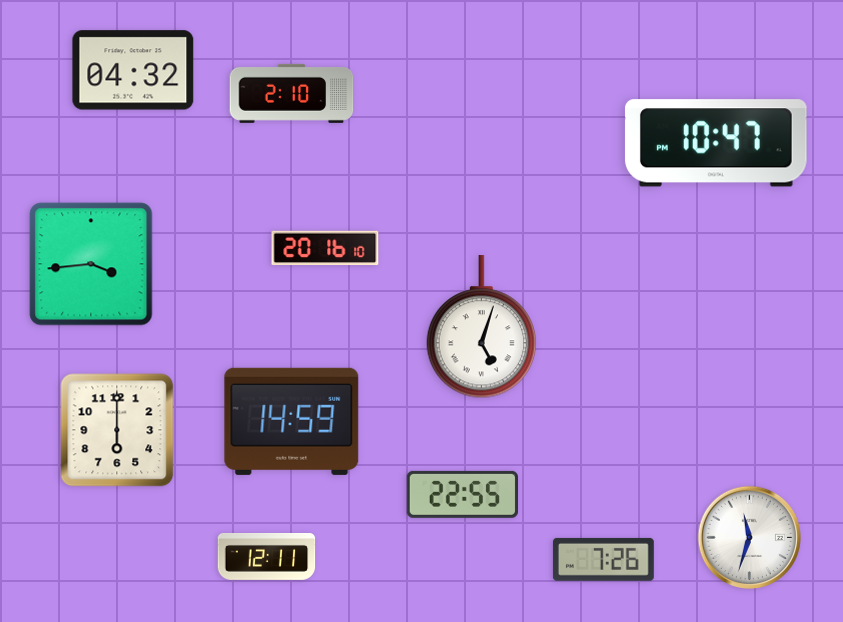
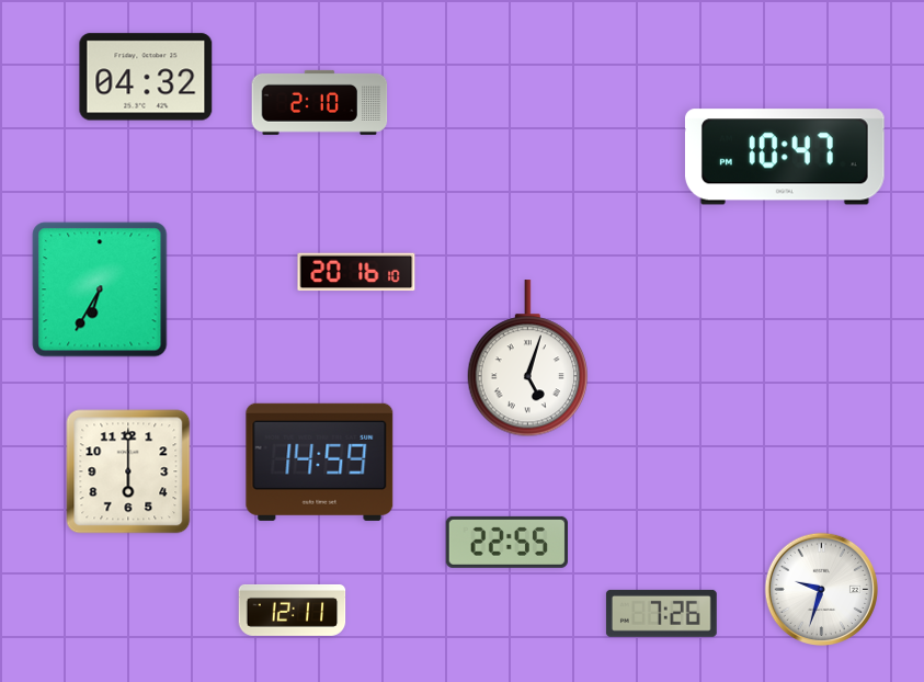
clock at (91, 264): 3:44 -> 6:35
clock at (749, 537): 11:33 -> 9:33
